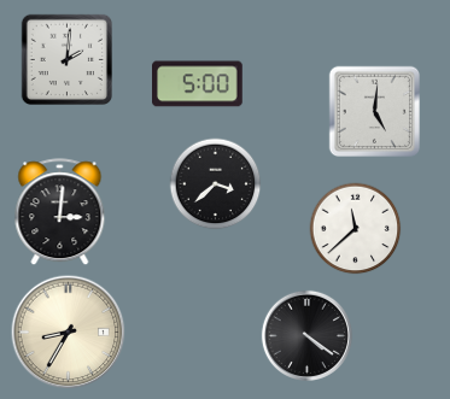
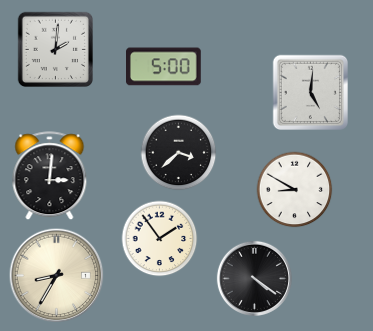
clock at (198, 84) position: (198, 84) -> (164, 67)
clock at (356, 229): 11:38 -> 8:50
clock at (160, 239): none -> 1:54
